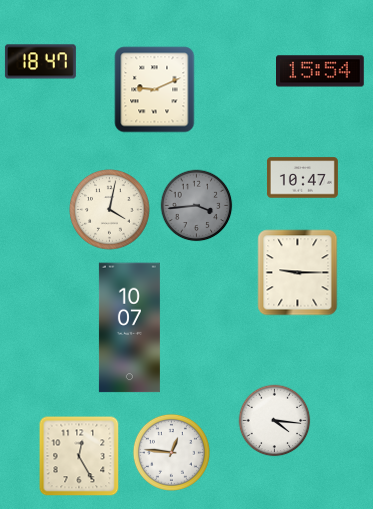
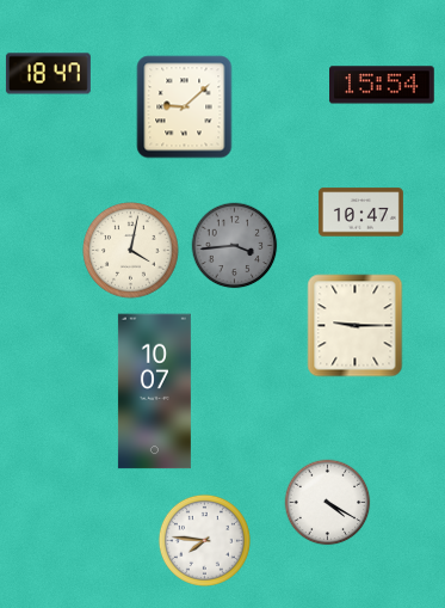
clock at (155, 90): 9:11 -> 9:08
clock at (275, 421): 4:16 -> 4:20
clock at (171, 452): 12:46 -> 7:46
clock at (79, 456): 12:25 -> none
